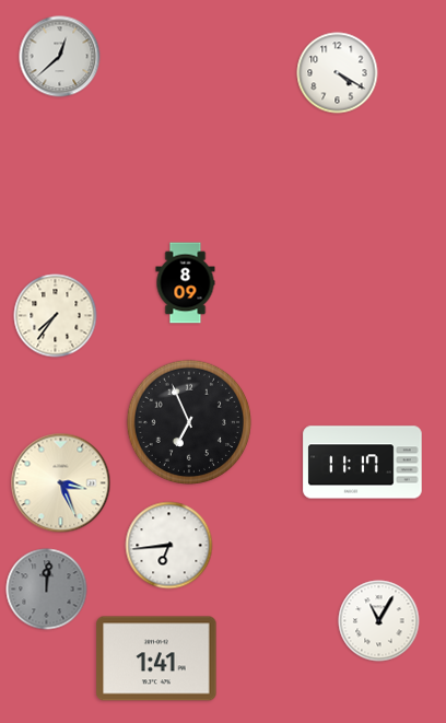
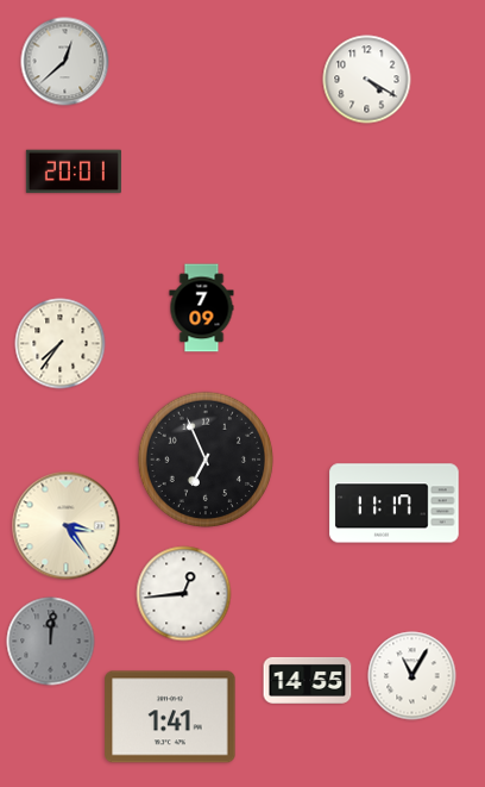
clock at (74, 171): none -> 20:01
clock at (186, 283): 8:09 -> 7:09
clock at (61, 483): 3:26 -> 3:24
clock at (169, 546): 6:44 -> 12:44
clock at (308, 680): none -> 14:55
